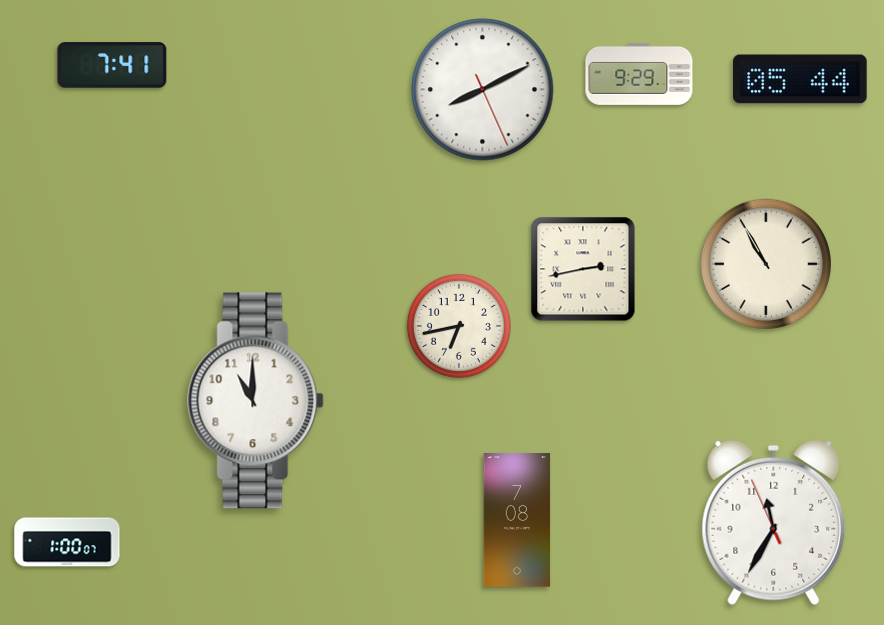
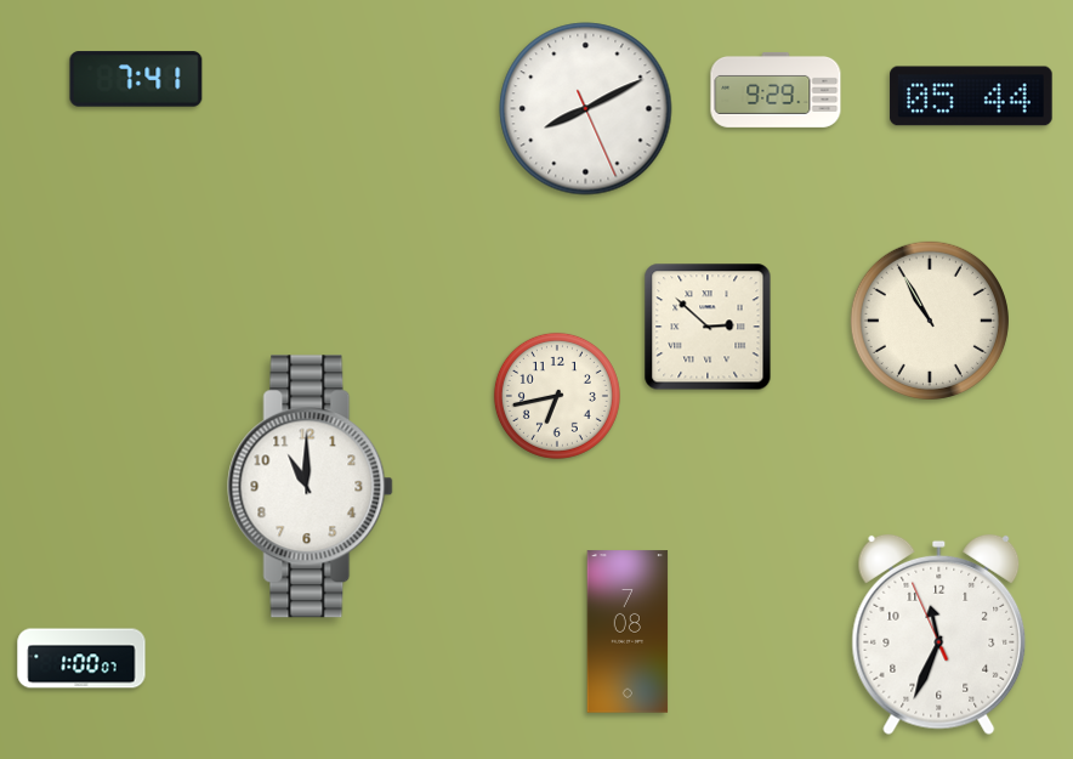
clock at (583, 269): 2:43 -> 2:52
clock at (774, 523): 11:34 -> 11:33
